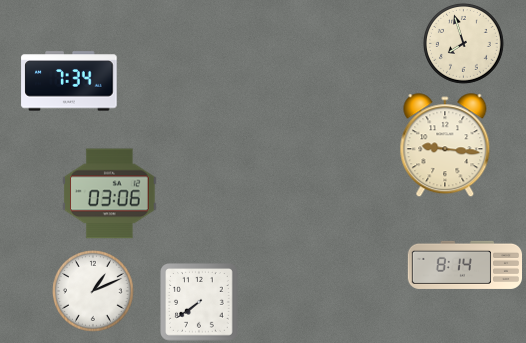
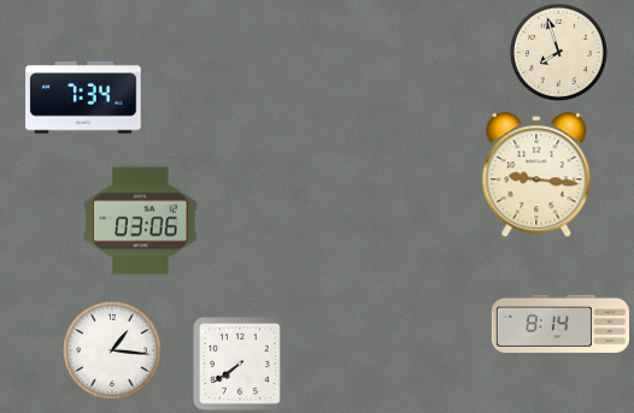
clock at (110, 194) position: (110, 194) -> (141, 222)
clock at (465, 265) position: (465, 265) -> (560, 324)
clock at (94, 292): 1:11 -> 1:16
